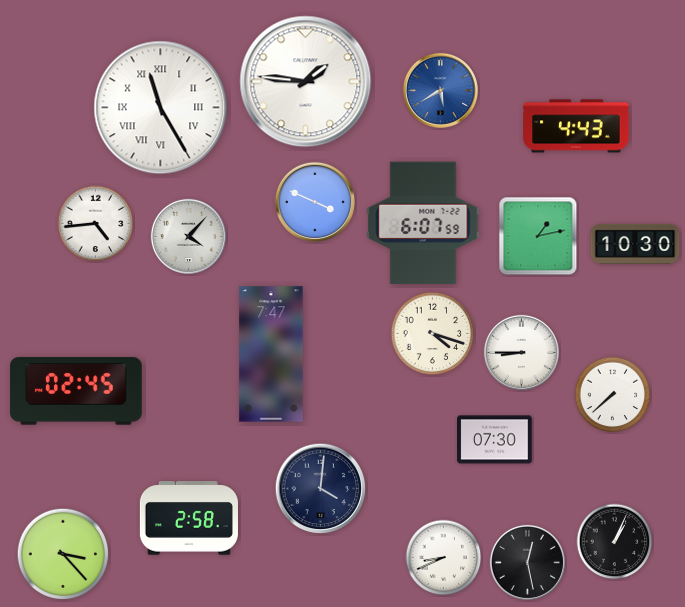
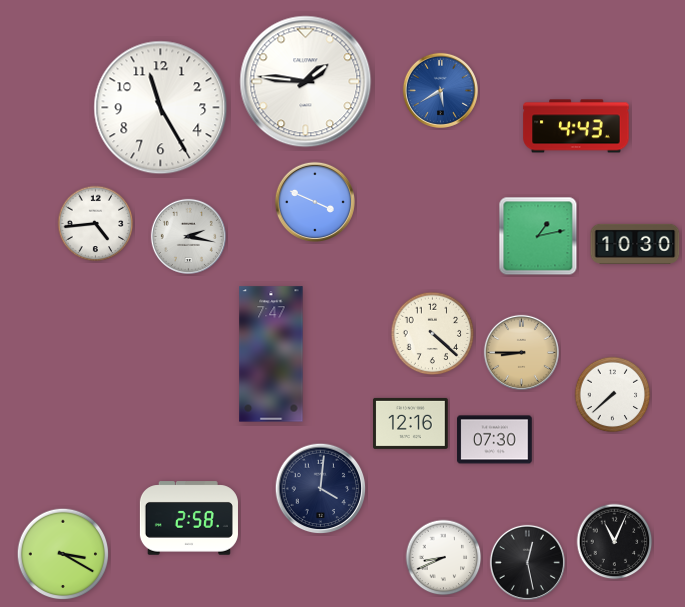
clock at (161, 108) numerals: Roman -> Arabic
clock at (423, 223): 6:07 -> none
clock at (188, 236): 4:07 -> 2:17
clock at (433, 334): 4:18 -> 4:22
clock at (521, 352) dial: white -> champagne
clock at (76, 391): 02:45 -> none
clock at (411, 423): none -> 12:16
clock at (615, 542): 1:04 -> 11:04
clock at (63, 554): 3:23 -> 3:20
